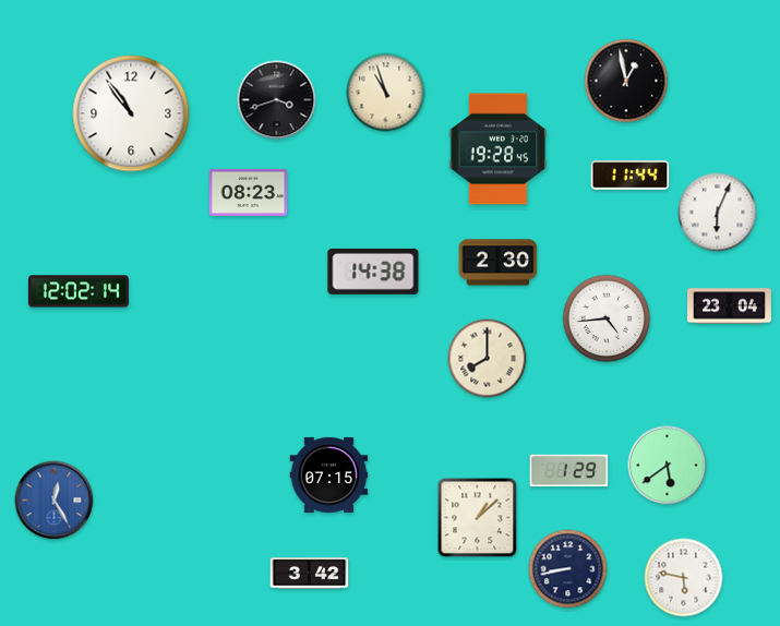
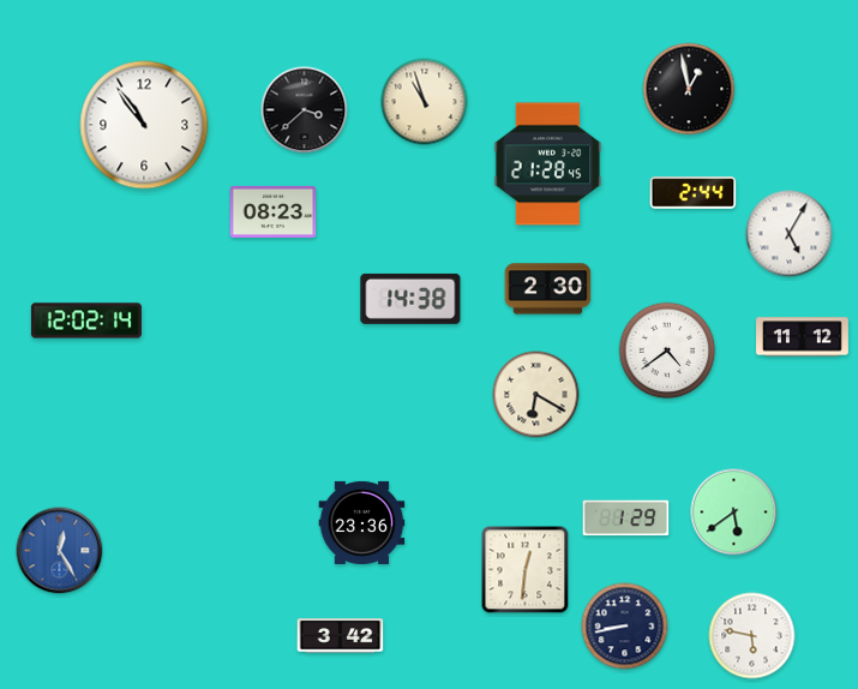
clock at (277, 100): 3:42 -> 3:38
clock at (499, 149): 19:28 -> 21:28
clock at (631, 176): 11:44 -> 2:44
clock at (718, 213): 6:04 -> 5:05
clock at (730, 306): 23:04 -> 11:12
clock at (607, 318): 4:44 -> 4:39
clock at (488, 359): 8:00 -> 6:20
clock at (329, 474): 07:15 -> 23:36
clock at (478, 518): 1:08 -> 12:31
clock at (310, 574) position: (310, 574) -> (341, 636)
